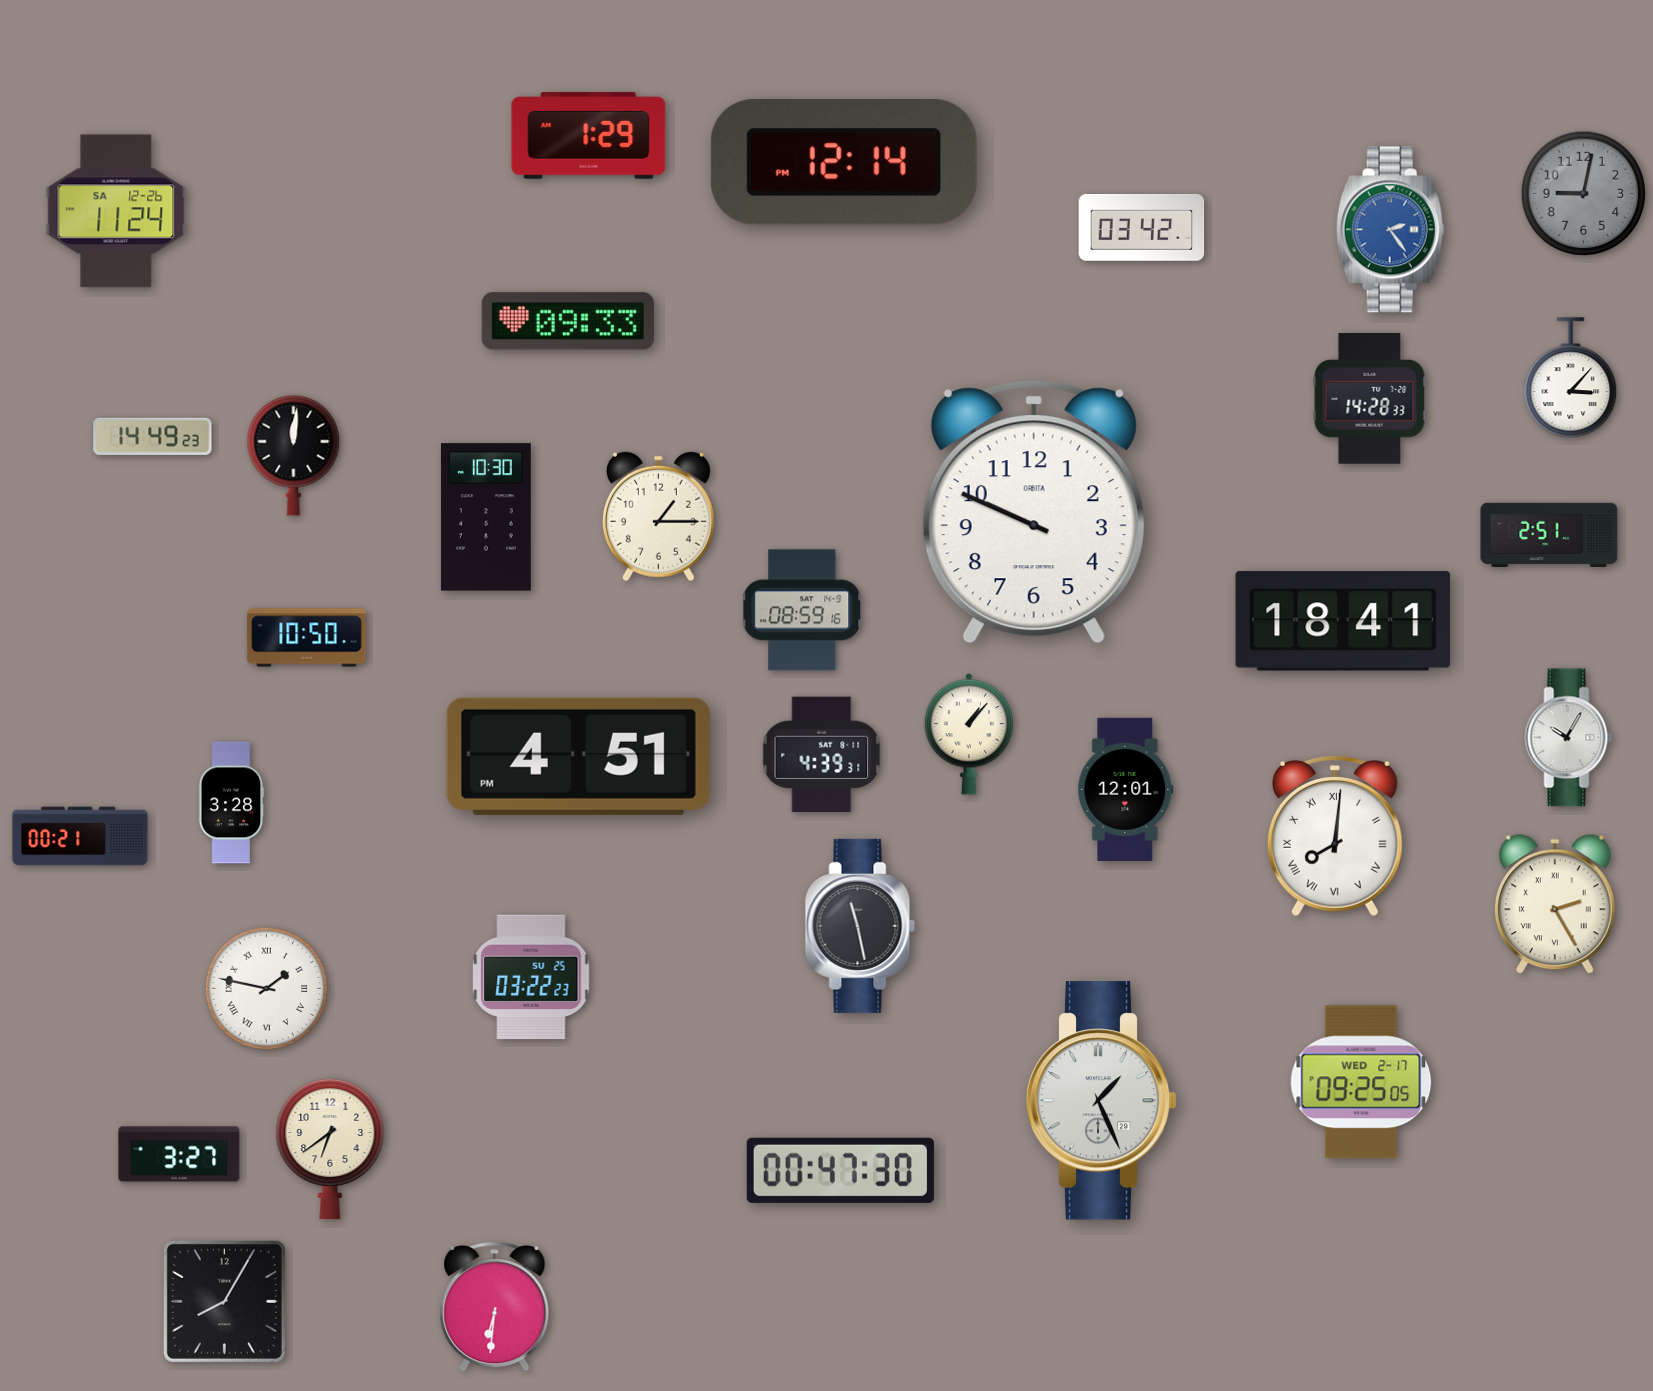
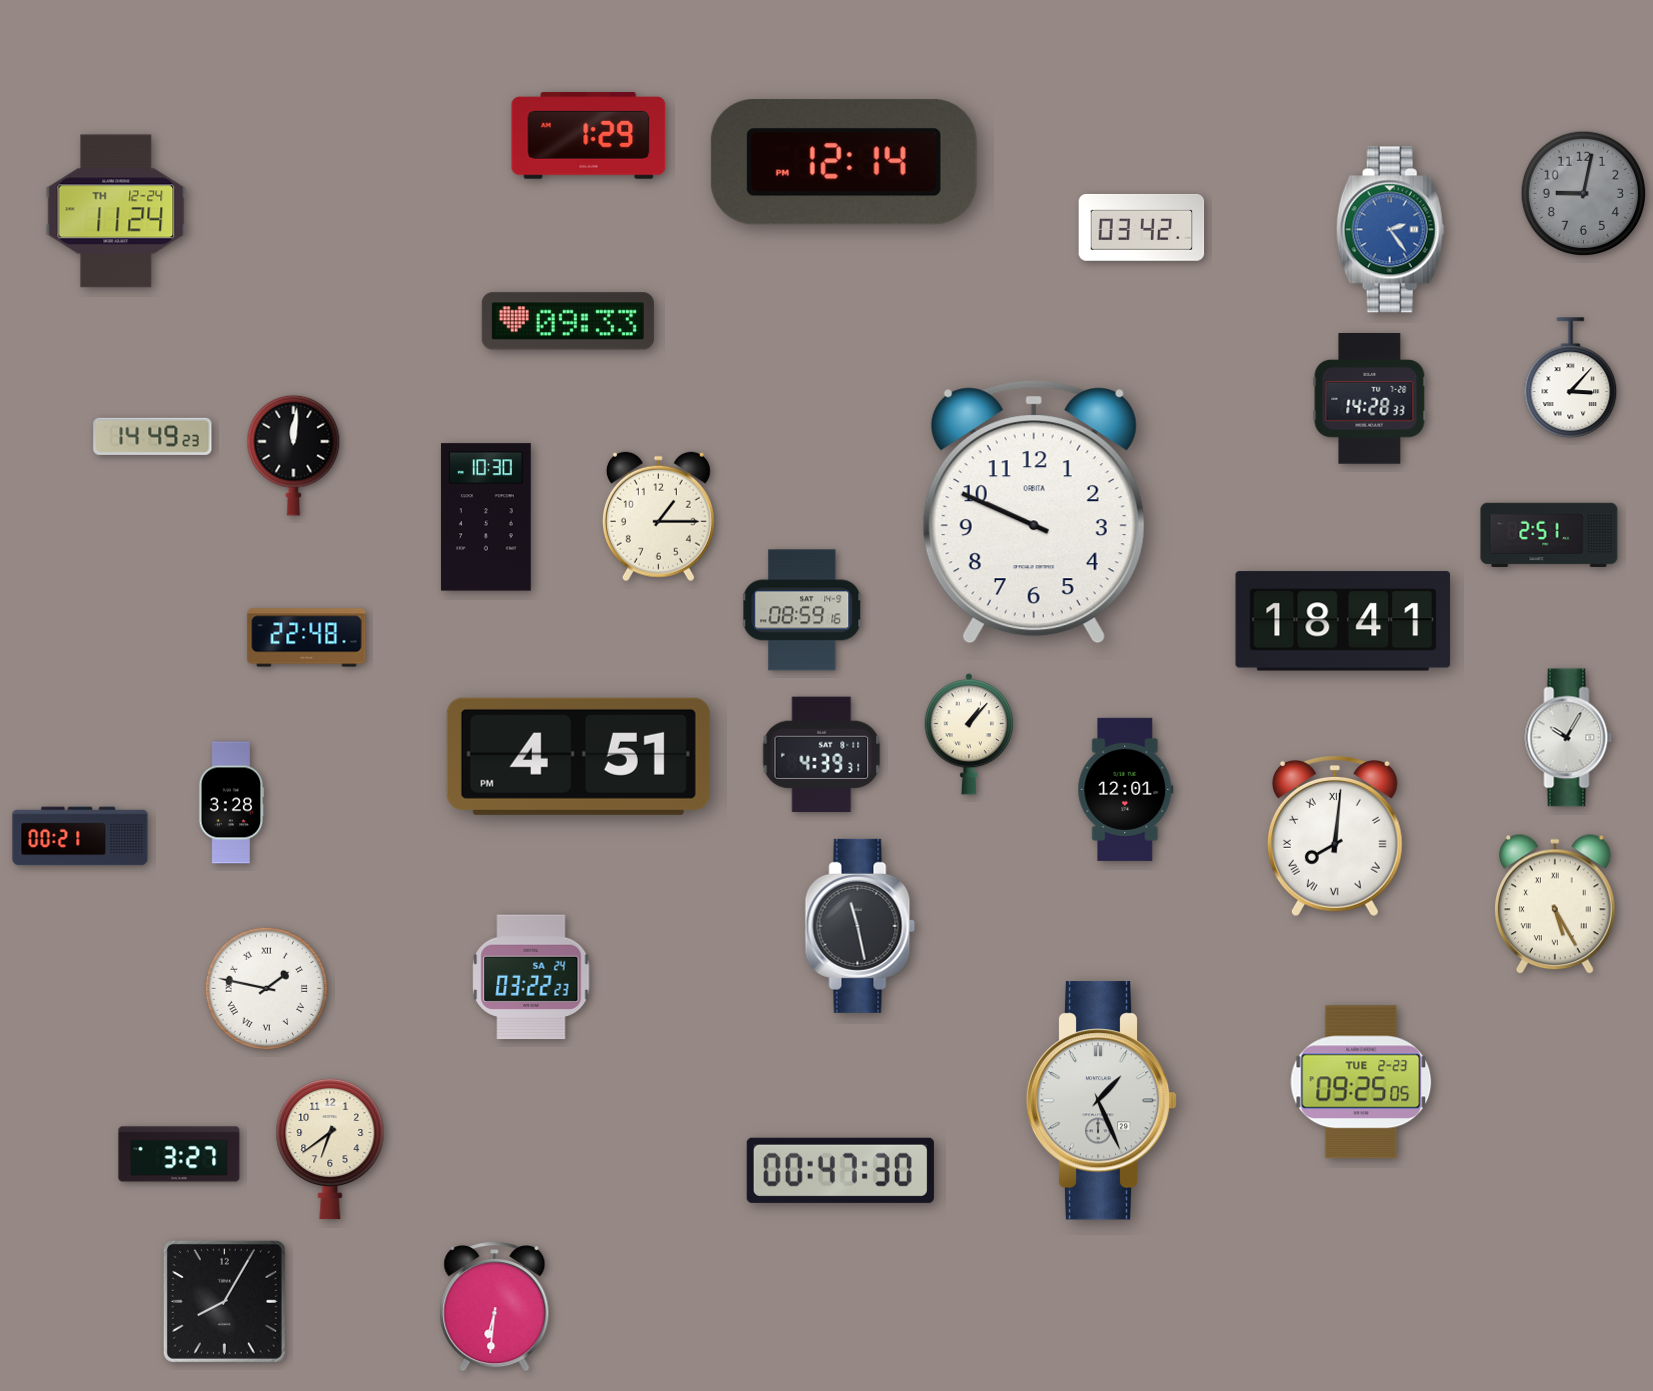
clock at (116, 211) date: SA 12-26 -> TH 12-24
clock at (307, 638): 10:50 -> 22:48
clock at (1555, 905): 2:25 -> 5:25
clock at (531, 977) date: SU 25 -> SA 24
clock at (1361, 1082) date: WED 2-17 -> TUE 2-23
